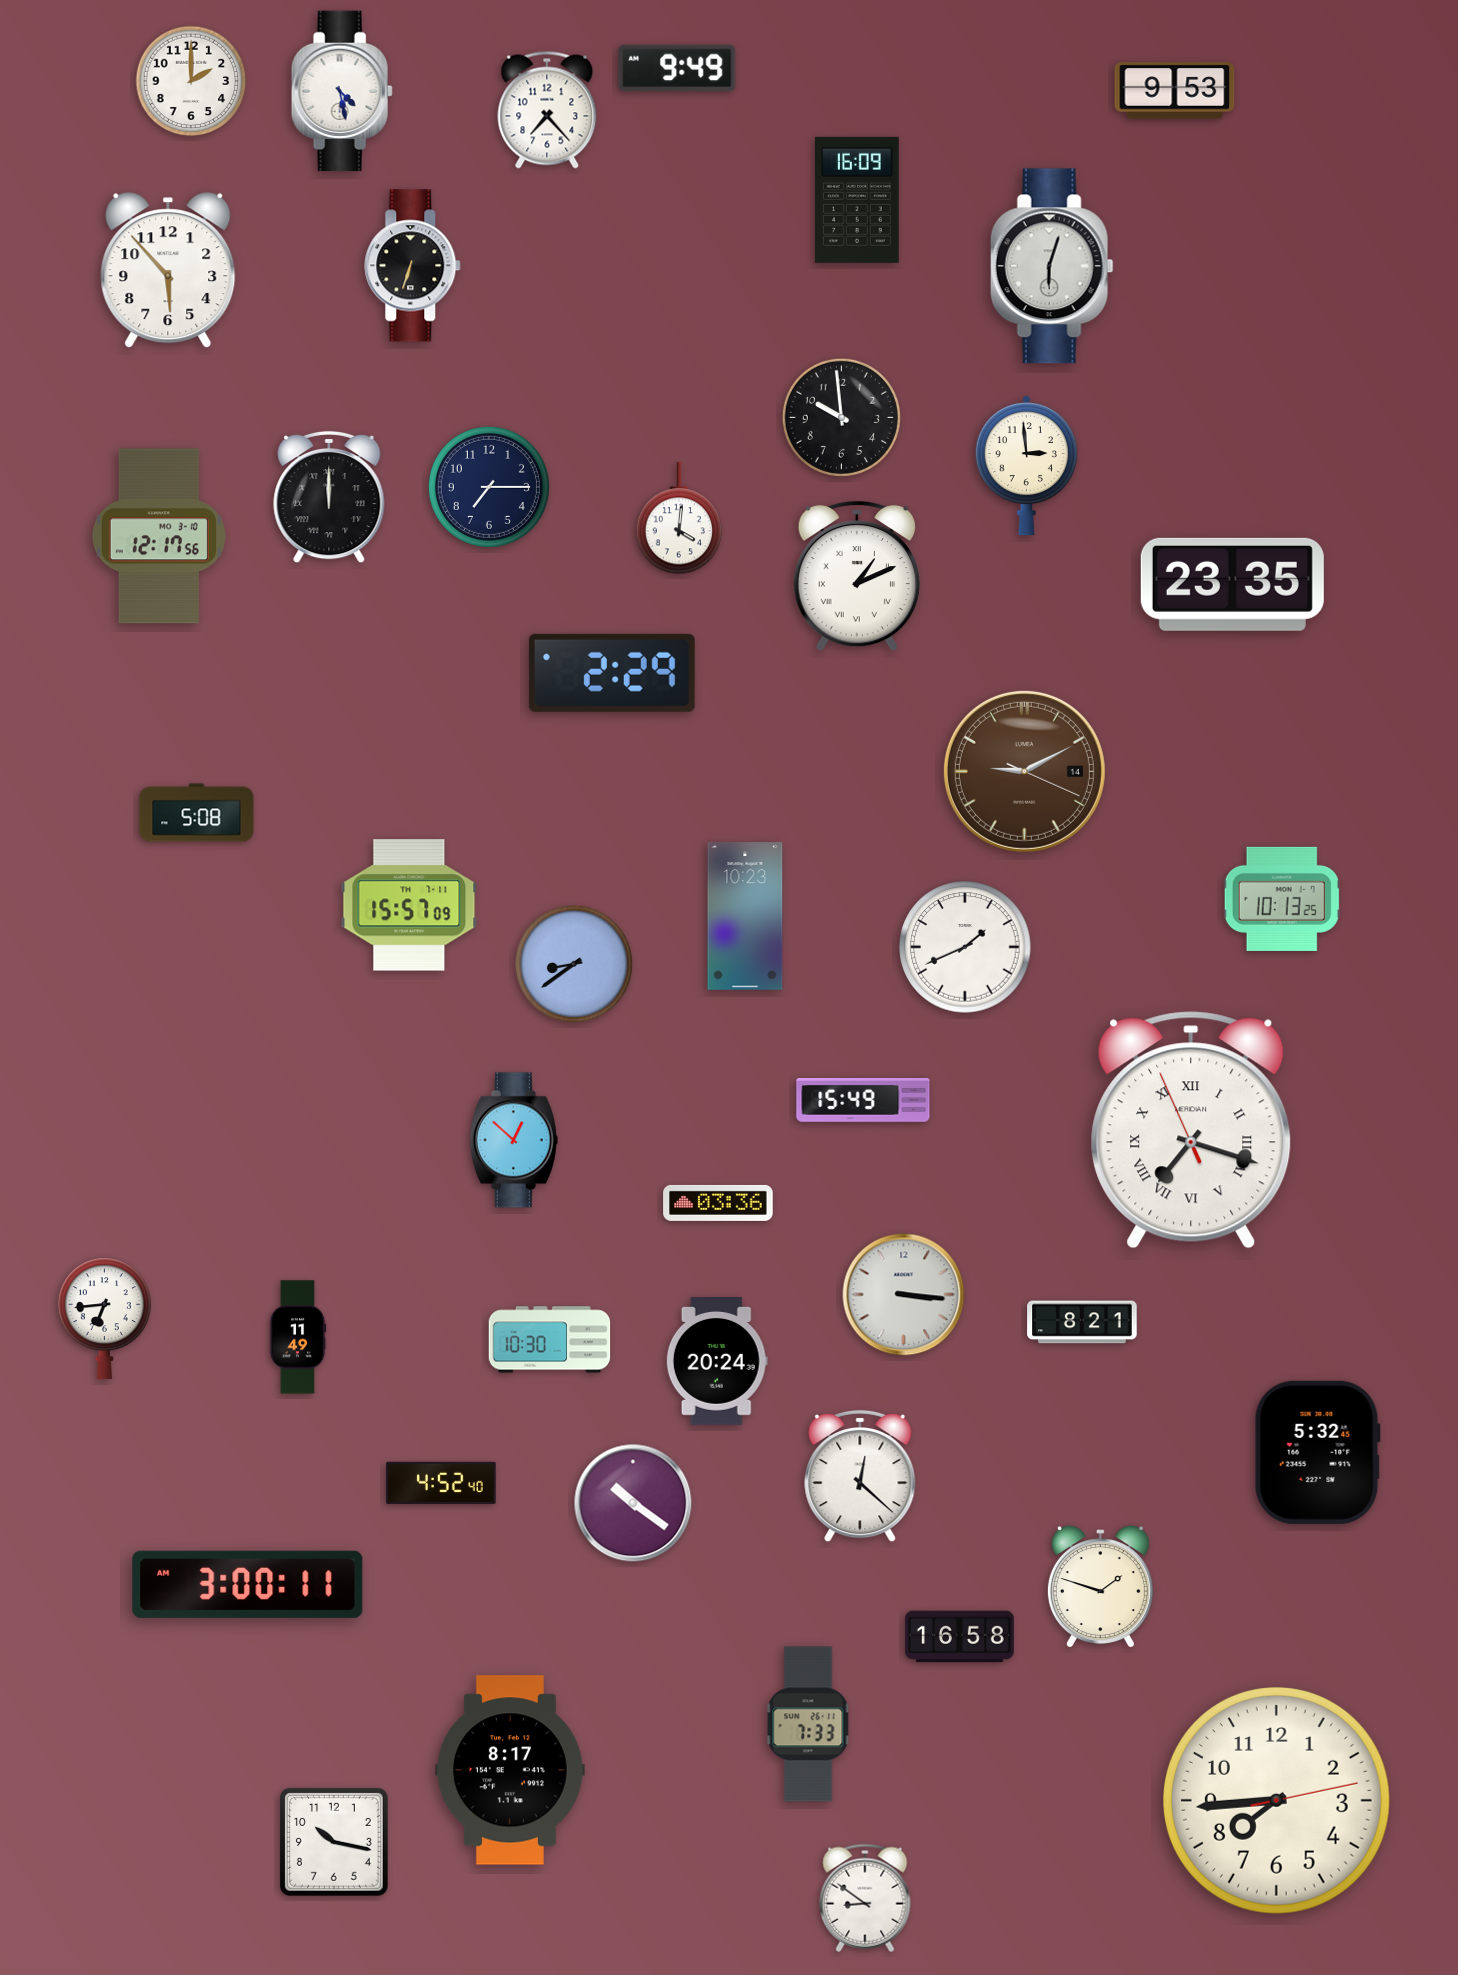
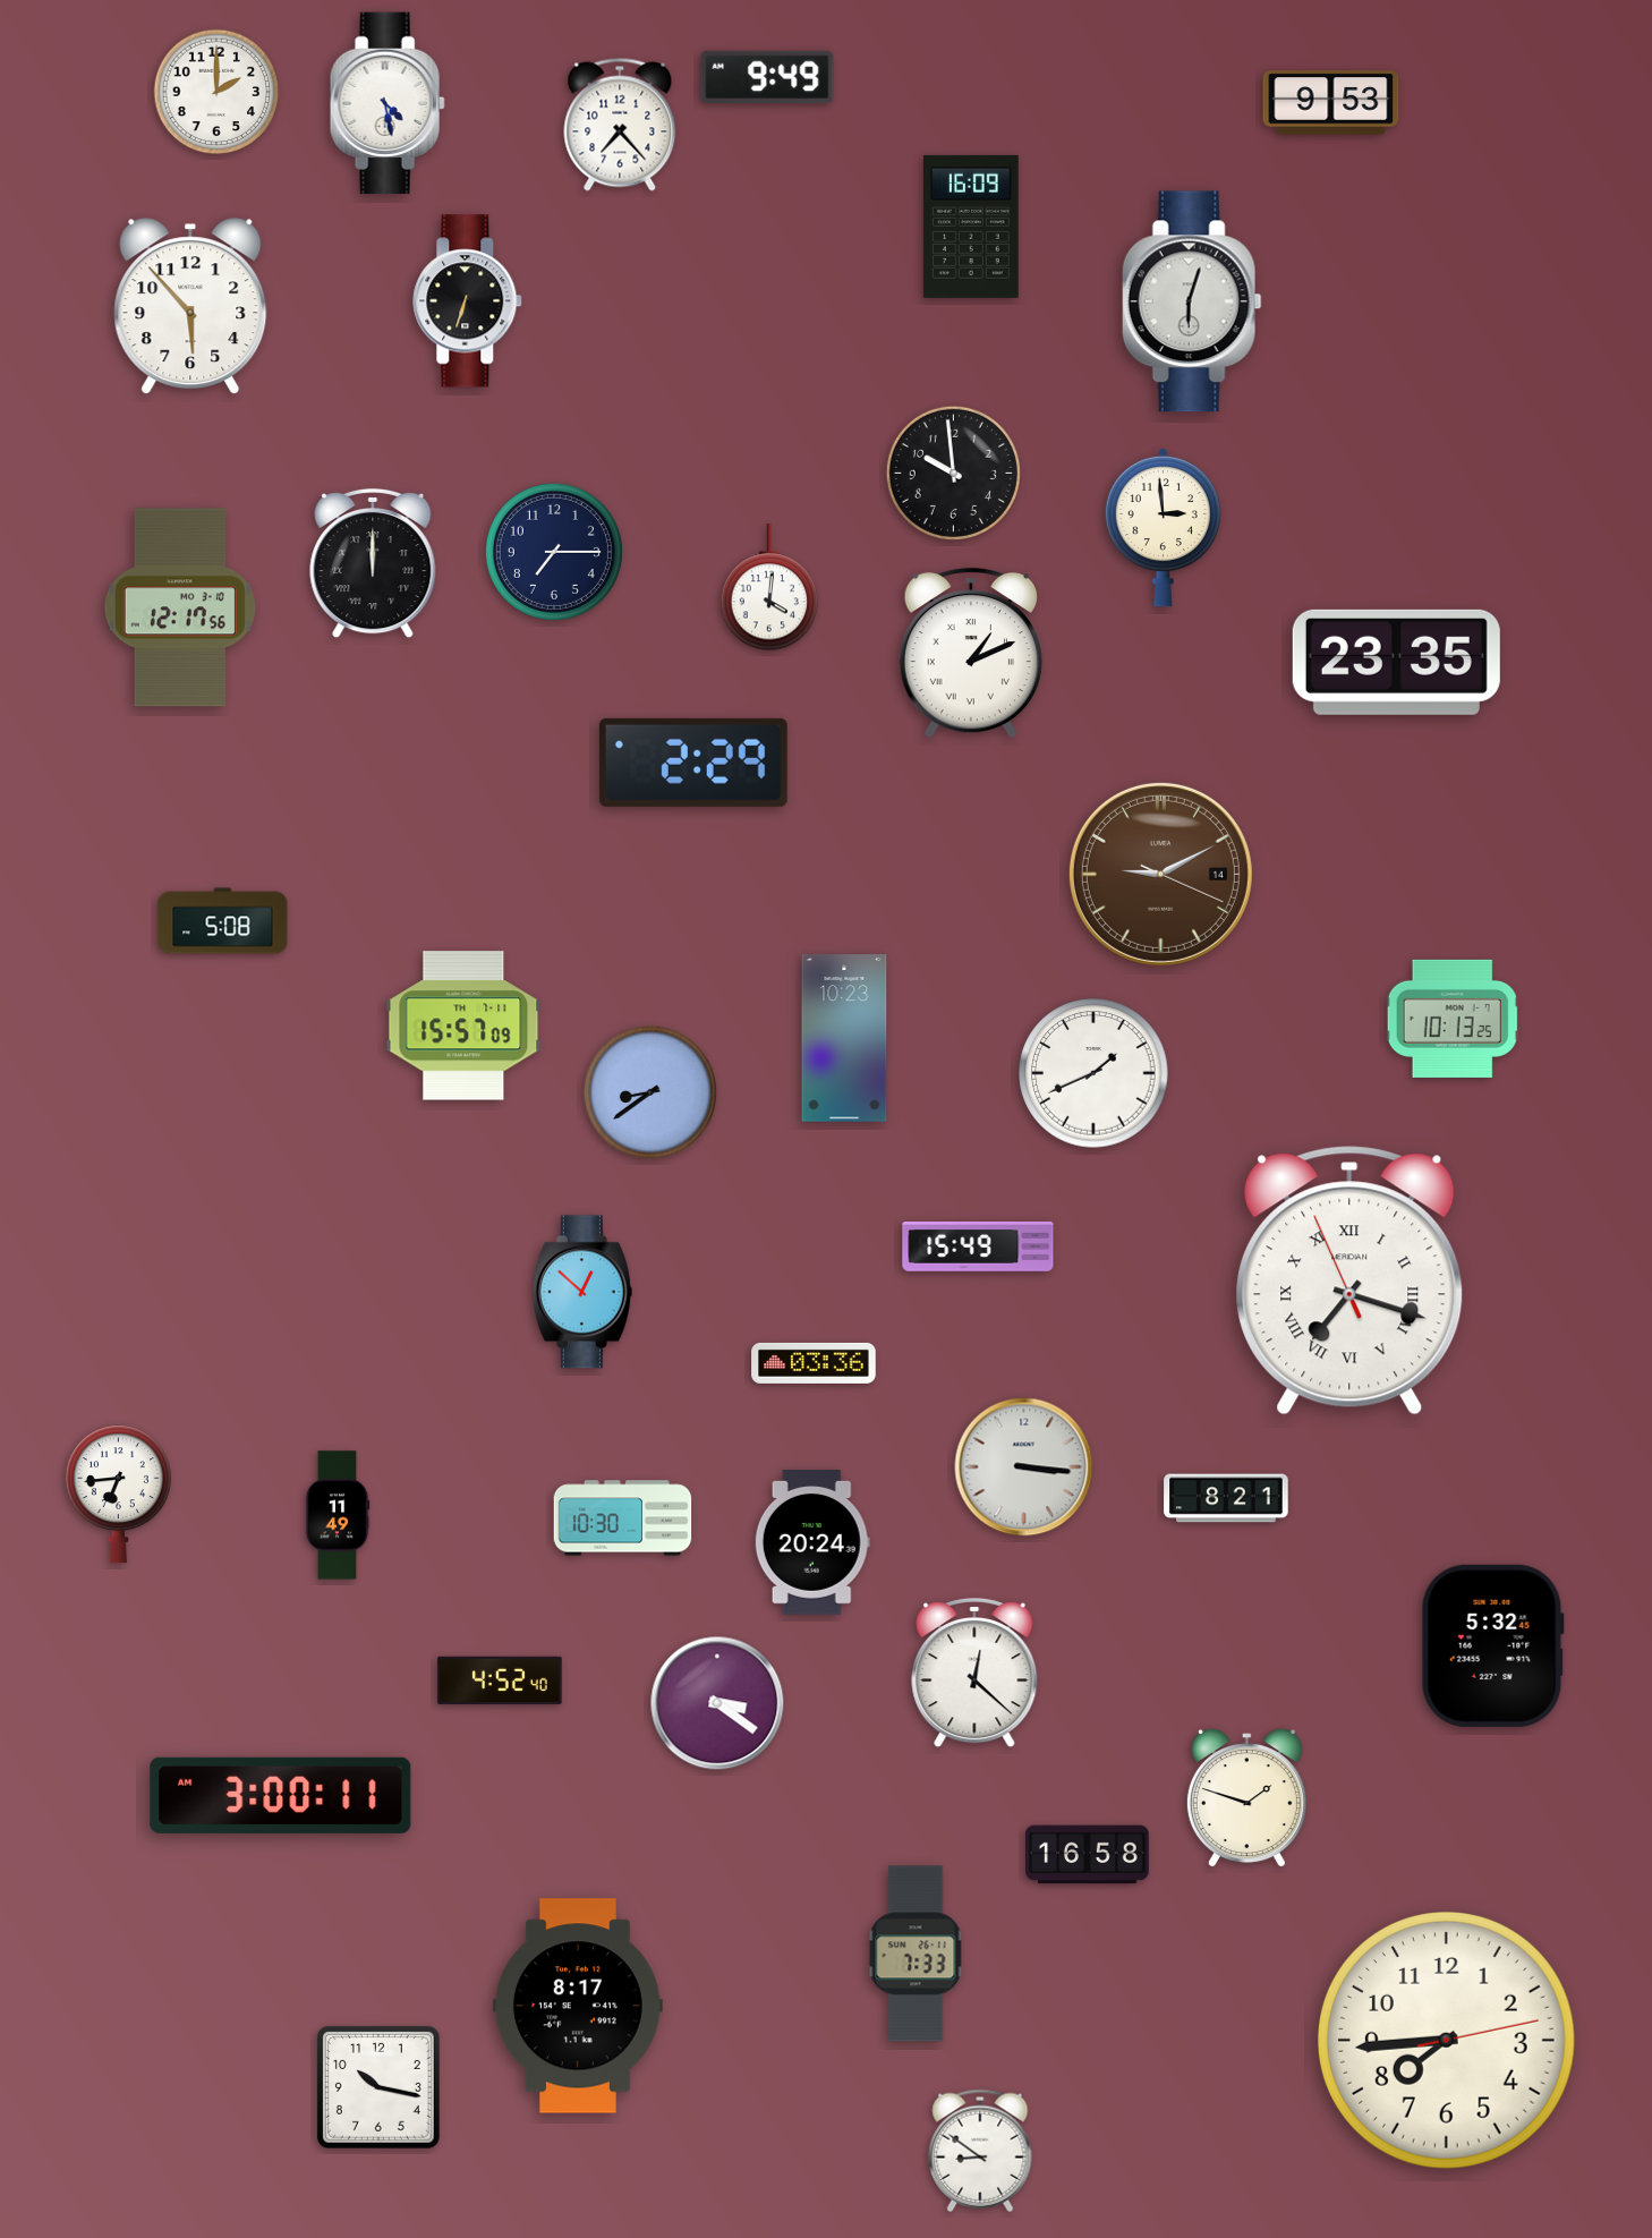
clock at (633, 1503): 10:21 -> 3:21
